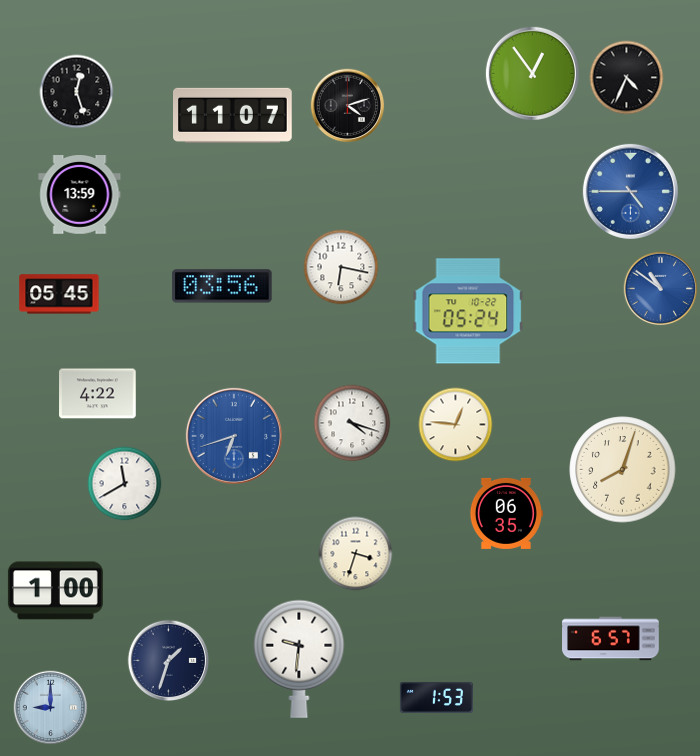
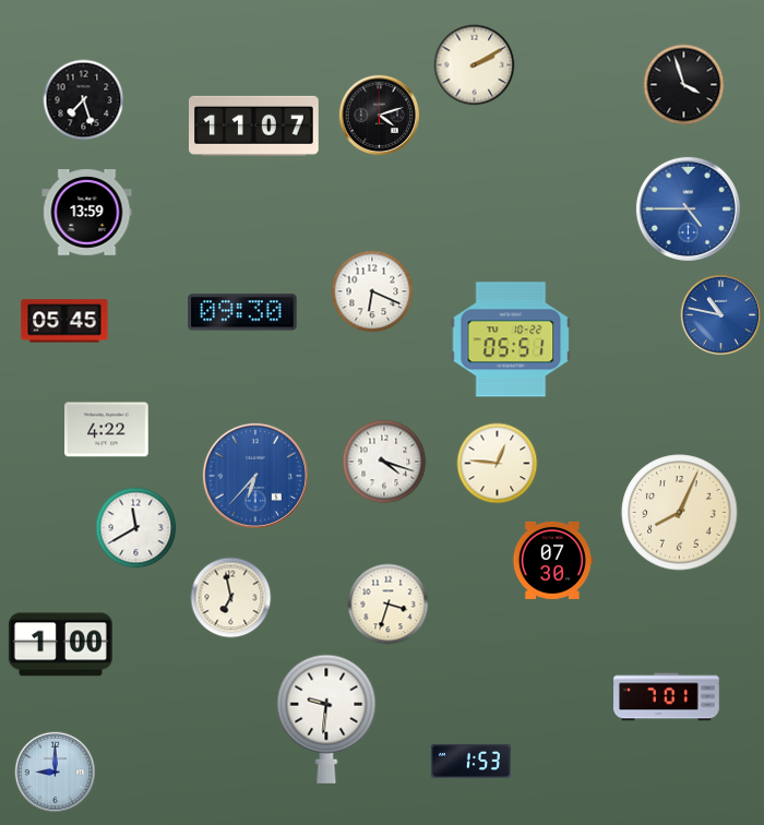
clock at (475, 65): none -> 2:10
clock at (532, 73): 12:54 -> none
clock at (627, 78): 4:34 -> 3:57
clock at (77, 92): 12:27 -> 7:27
clock at (341, 267): 6:17 -> 6:19
clock at (222, 286): 03:56 -> 09:30
clock at (661, 289): 10:51 -> 10:47
clock at (468, 311): 05:24 -> 05:51
clock at (234, 436): 6:42 -> 6:37
clock at (623, 470): 8:03 -> 8:04
clock at (506, 513): 06:35 -> 07:30
clock at (231, 598): none -> 6:58
clock at (611, 639): 6:57 -> 7:01
clock at (168, 660): 1:33 -> none
clock at (436, 697) position: (436, 697) -> (470, 761)
